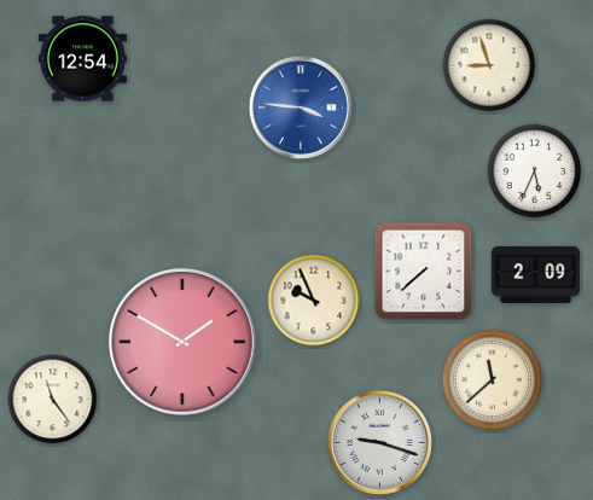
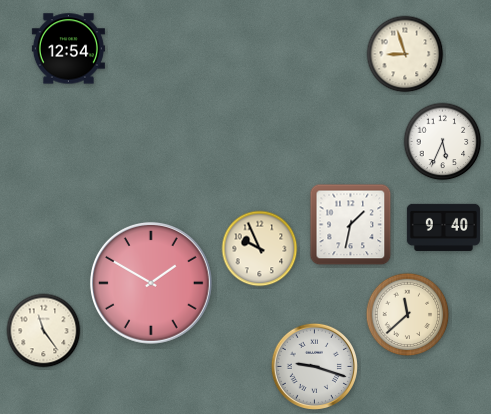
clock at (301, 107): 3:46 -> none
clock at (424, 272): 7:38 -> 1:32
clock at (535, 274): 2:09 -> 9:40
